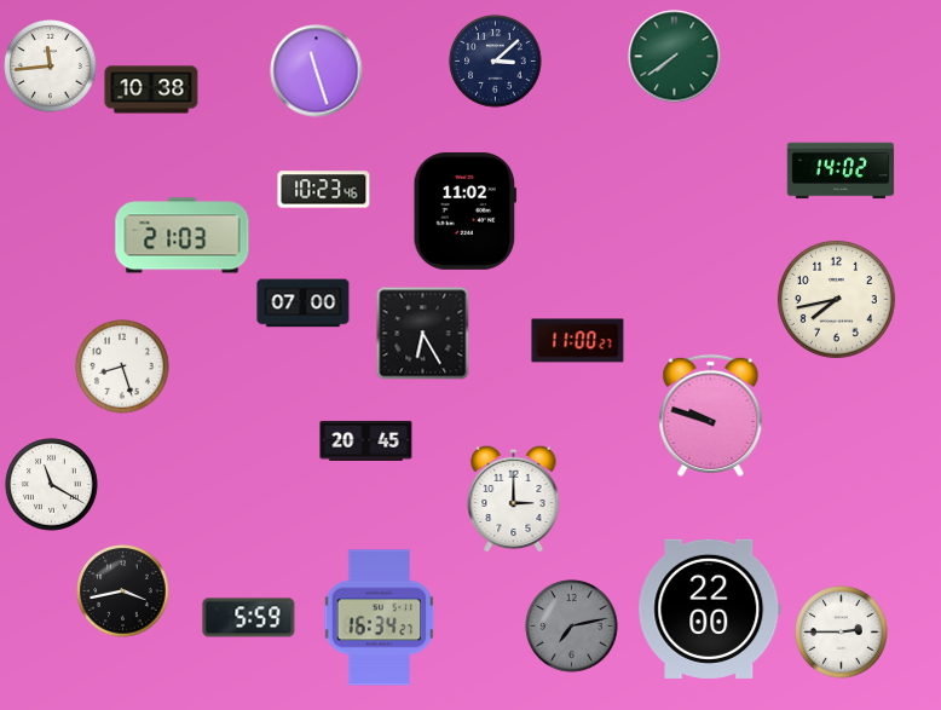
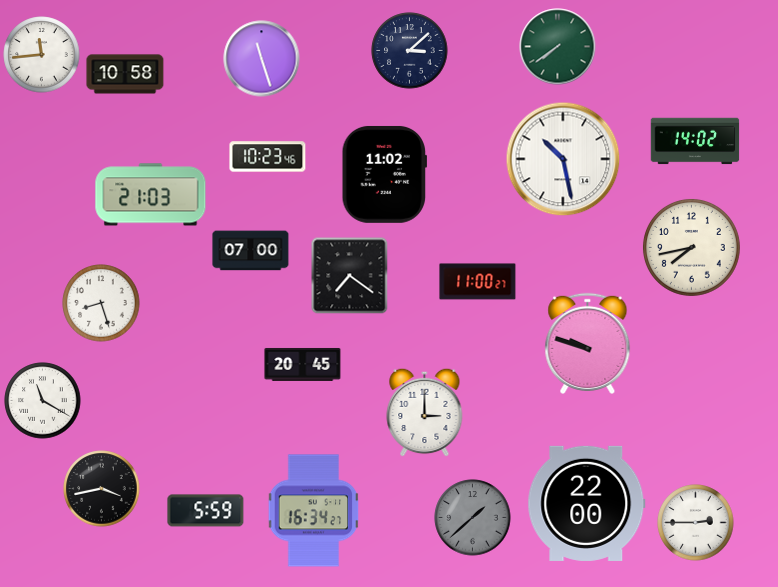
clock at (151, 90): 10:38 -> 10:58
clock at (563, 159): none -> 10:28
clock at (422, 333): 6:25 -> 7:21
clock at (572, 627): 7:13 -> 1:38
